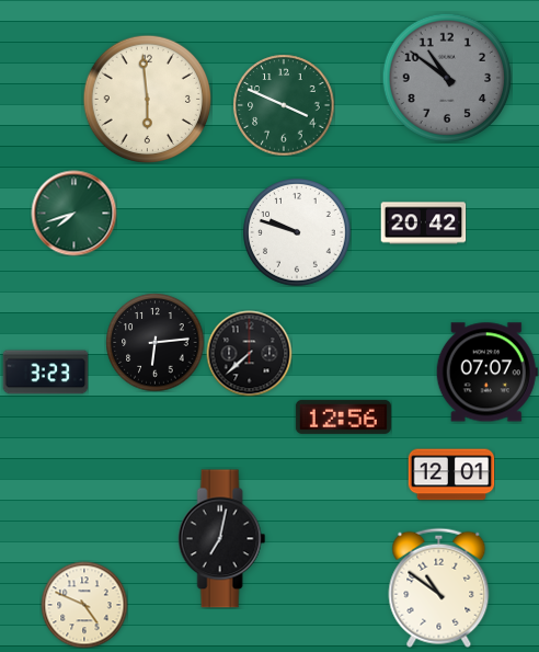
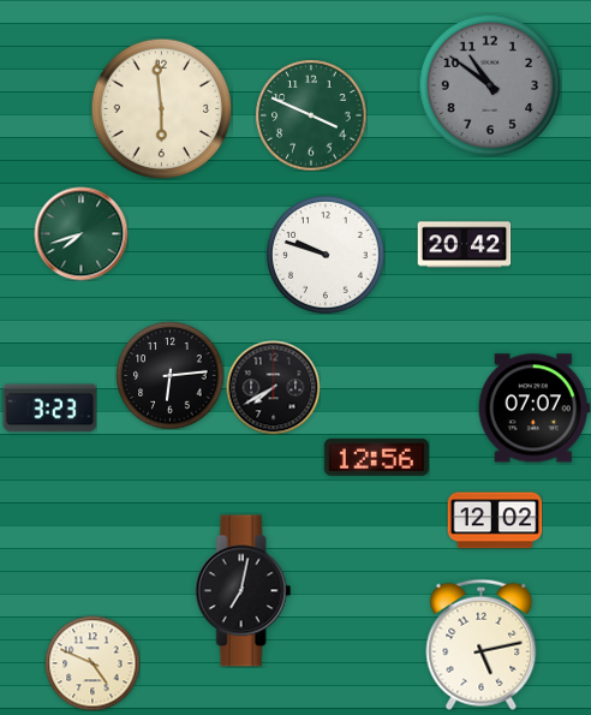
clock at (249, 353): 7:38 -> 7:40
clock at (451, 474): 12:01 -> 12:02
clock at (439, 587): 10:51 -> 5:13
